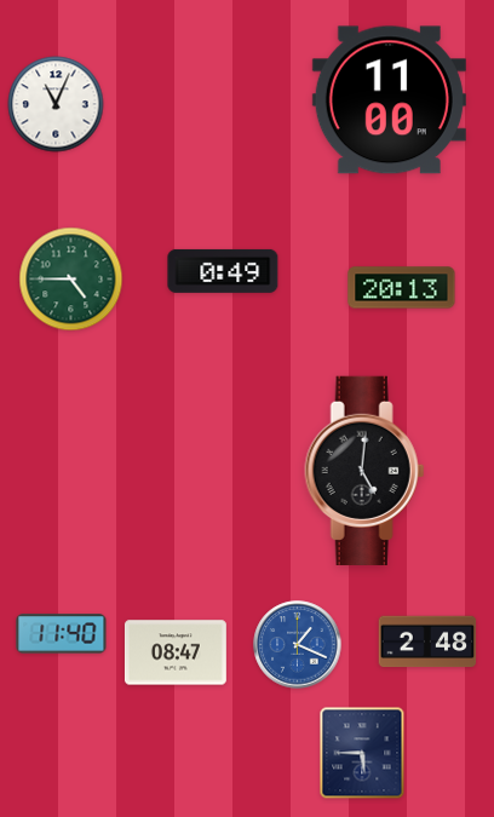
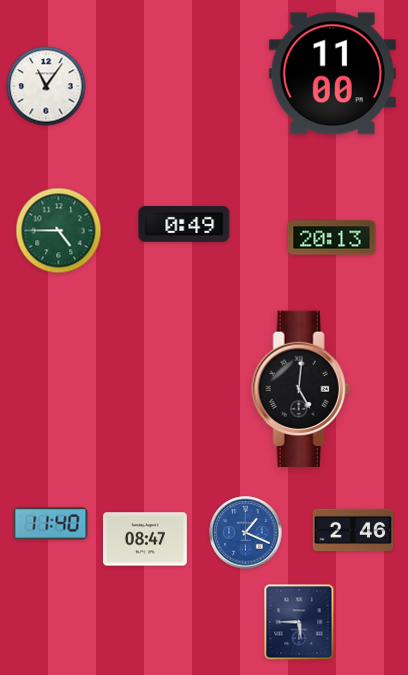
clock at (389, 100) position: (389, 100) -> (332, 74)
clock at (56, 104): 11:04 -> 11:06
clock at (427, 641): 2:48 -> 2:46
